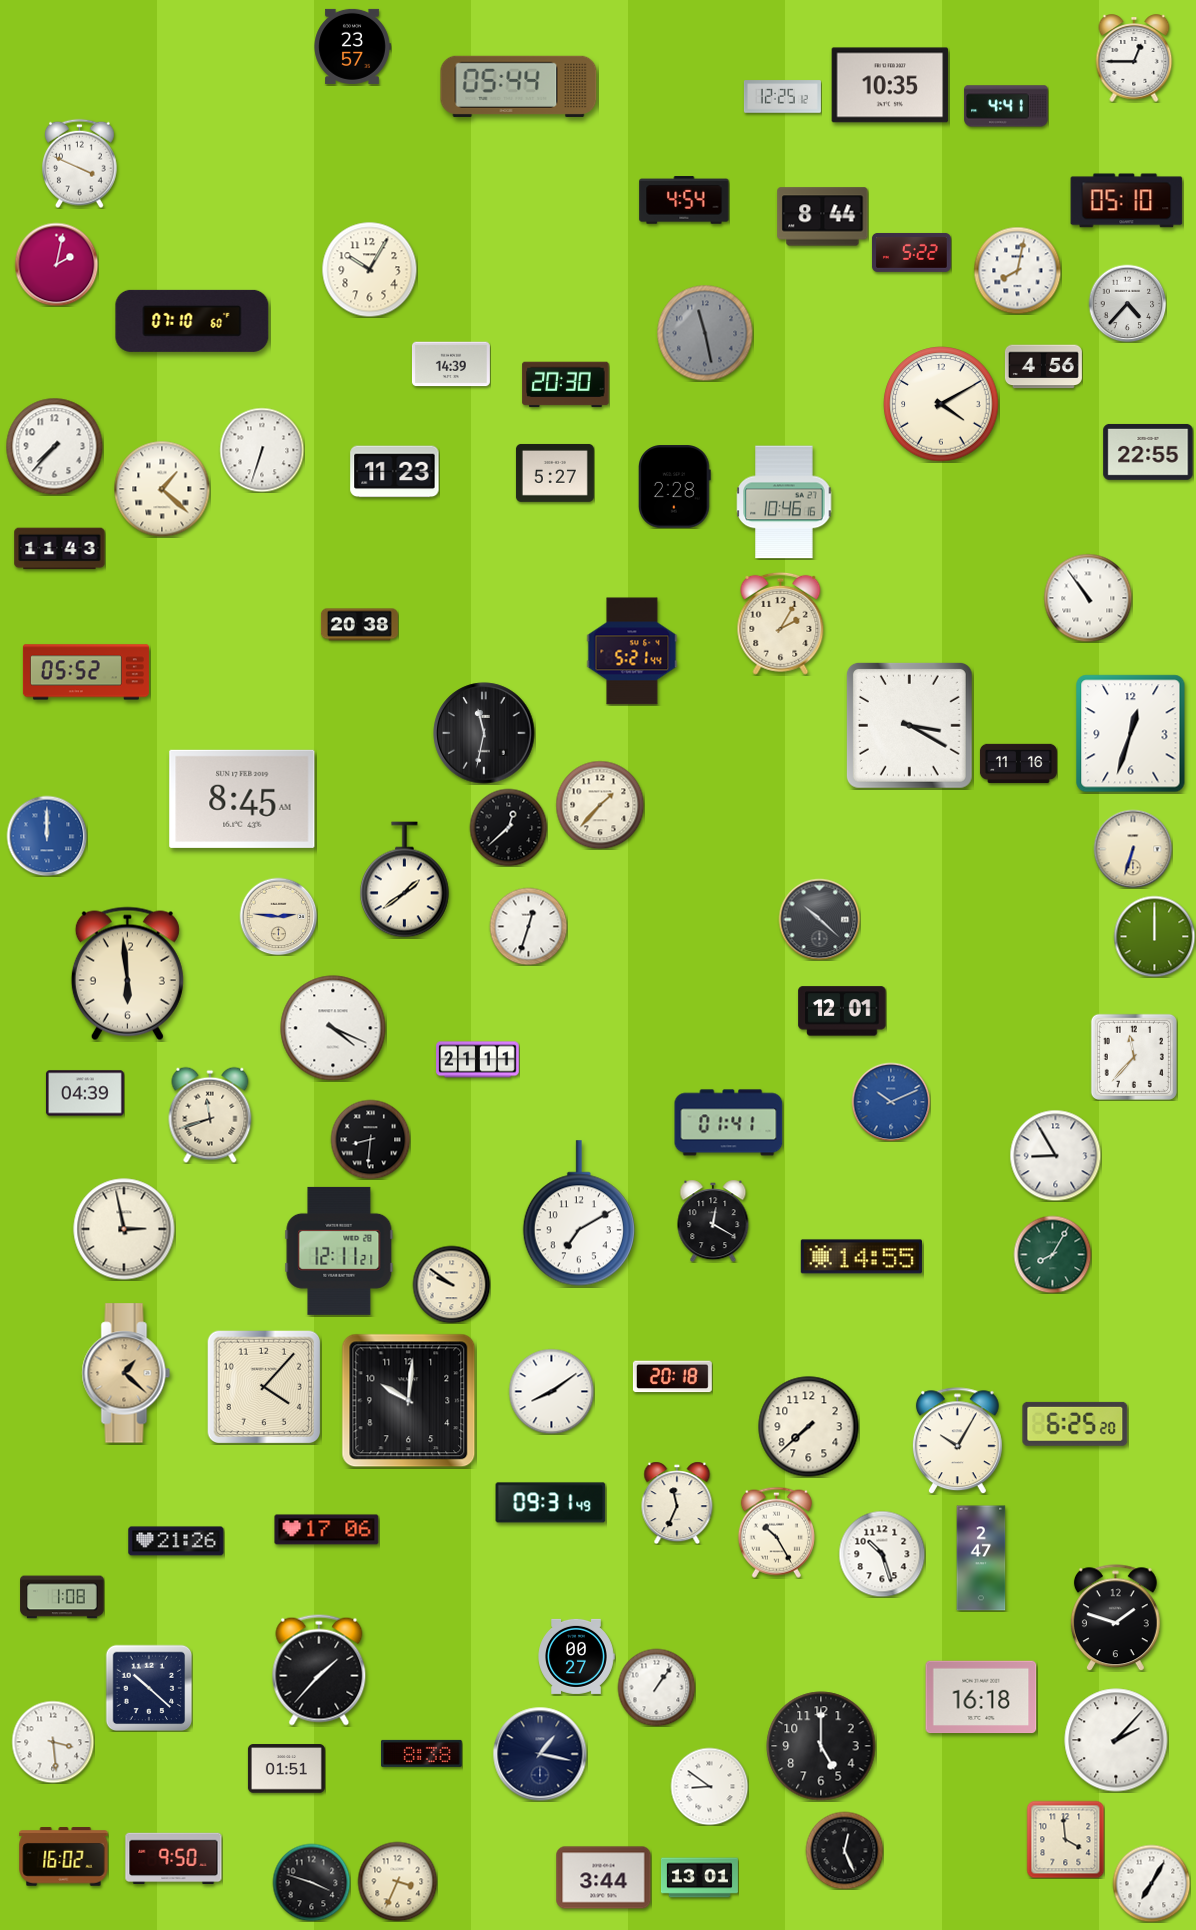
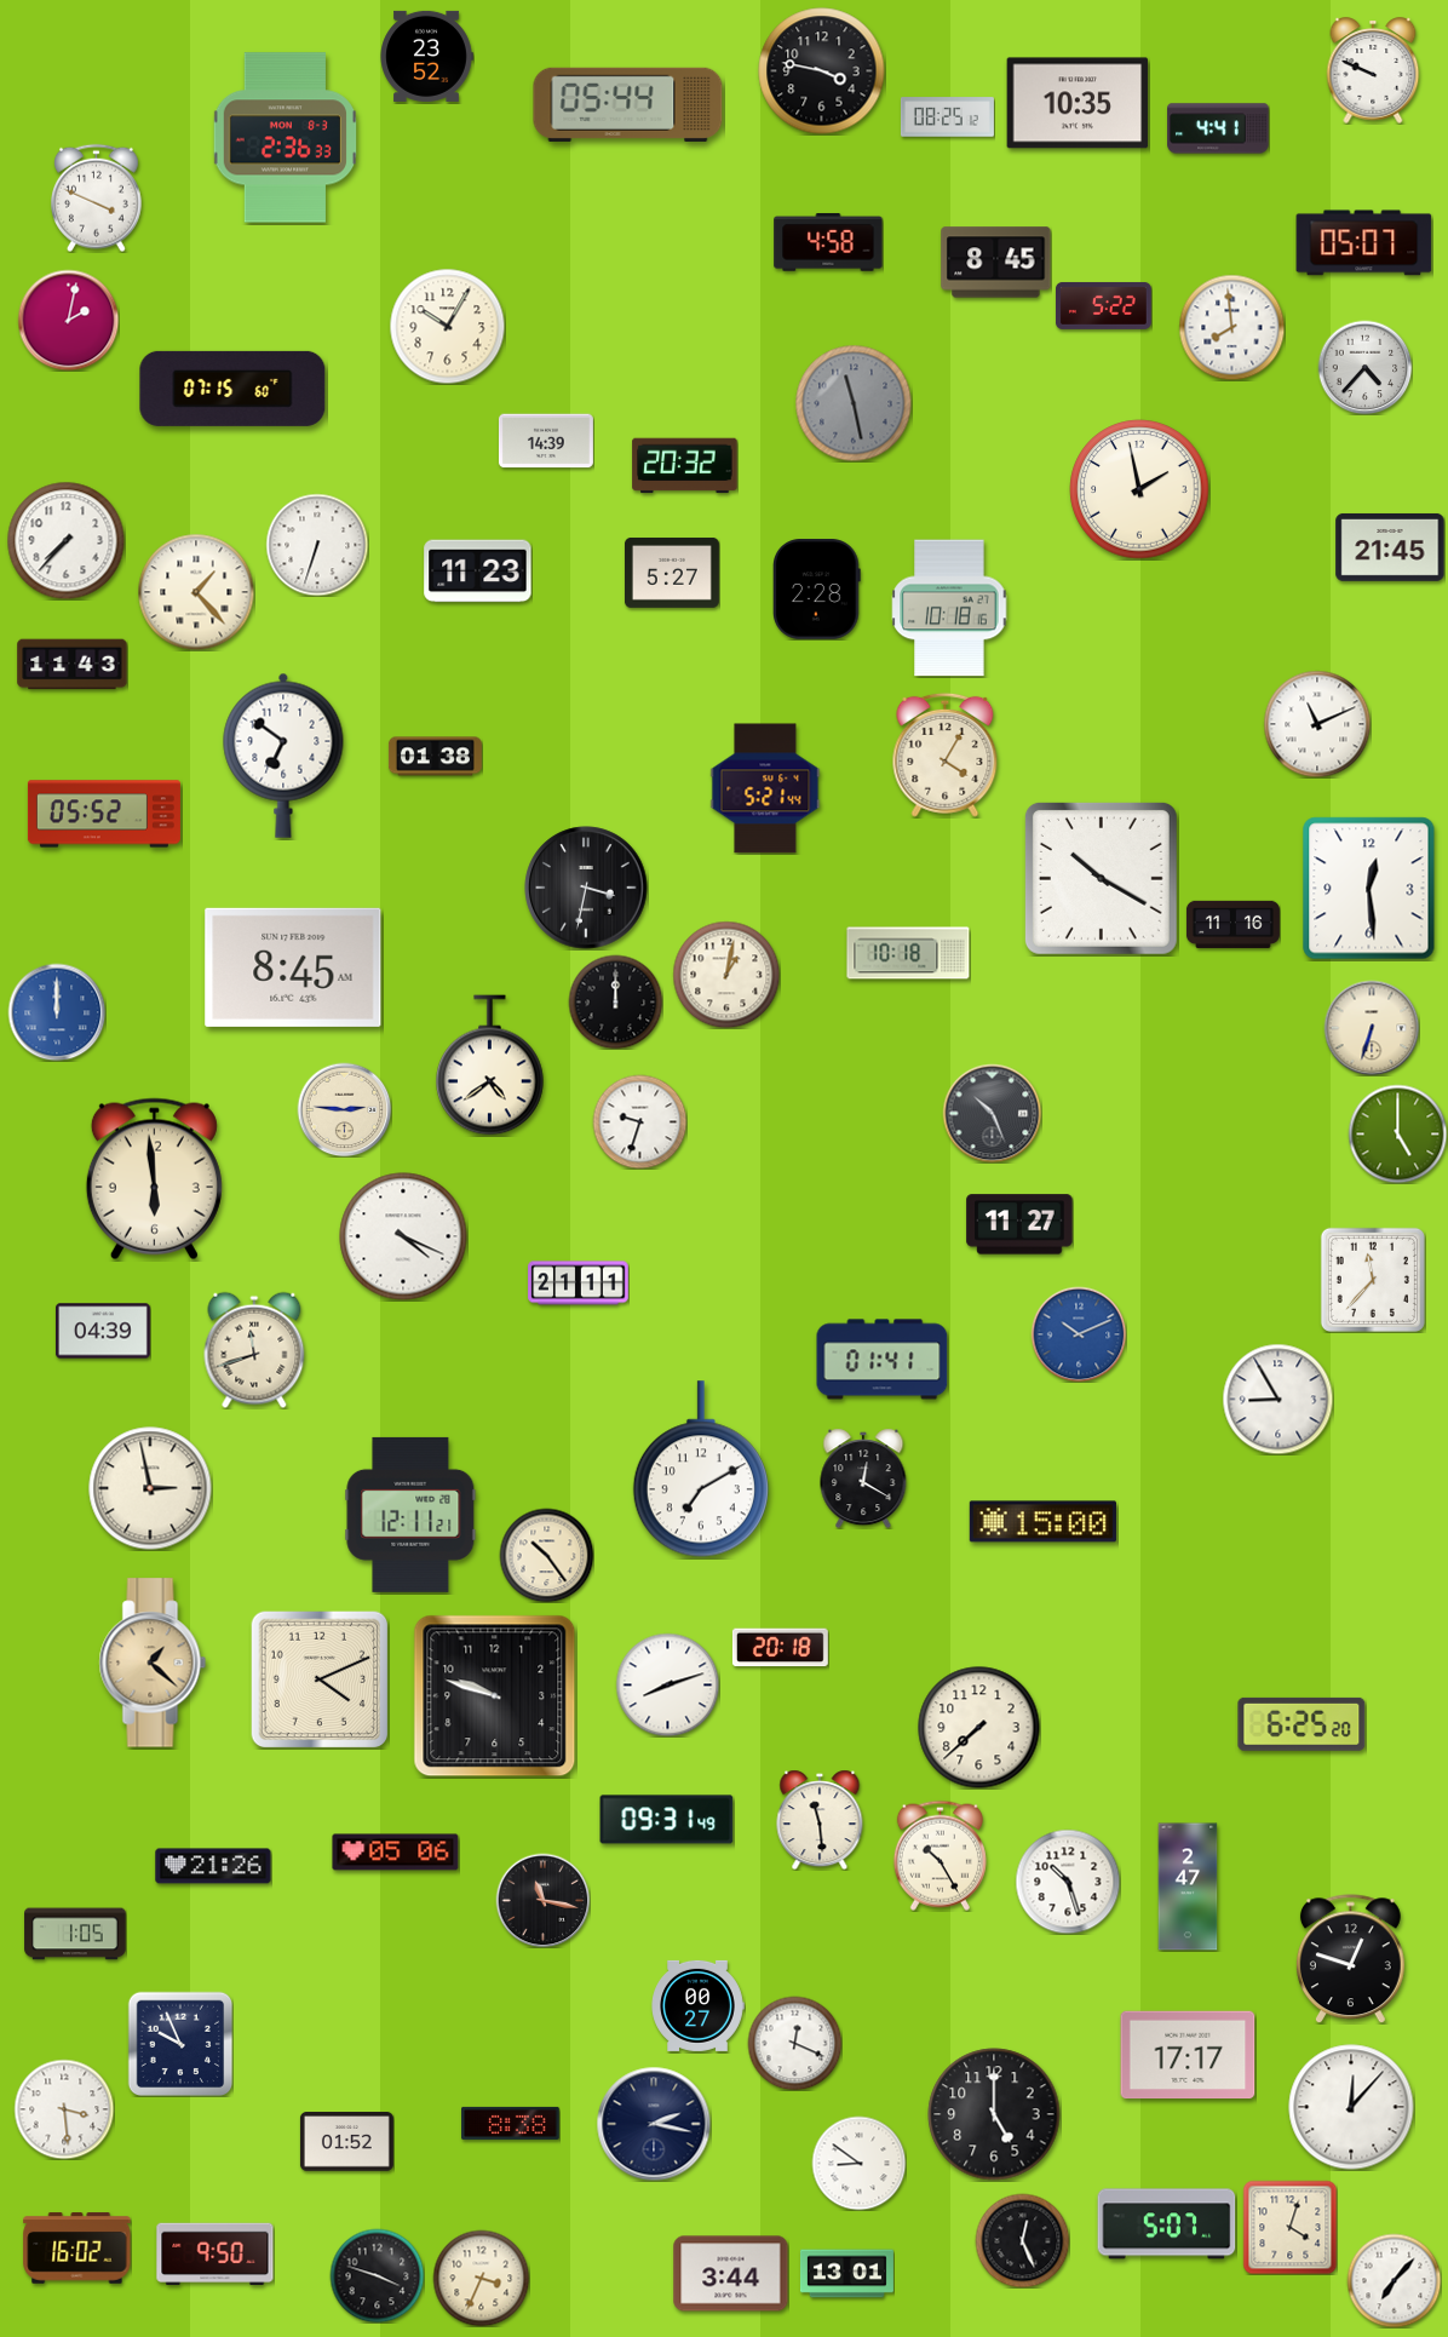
clock at (352, 46): 23:57 -> 23:52
clock at (1134, 58): 12:45 -> 9:49
clock at (822, 71): none -> 3:47
clock at (782, 97): 12:25 -> 08:25
clock at (285, 138): none -> 2:36
clock at (684, 200): 4:54 -> 4:58
clock at (1127, 201): 05:10 -> 05:07
clock at (823, 217): 8:44 -> 8:45
clock at (1017, 270): 8:02 -> 7:59
clock at (192, 321): 07:10 -> 07:15
clock at (1043, 367): 4:56 -> none
clock at (566, 385): 20:30 -> 20:32
clock at (941, 404): 4:10 -> 1:58
clock at (1148, 452): 22:55 -> 21:45
clock at (162, 489): 1:22 -> 1:23
clock at (784, 502): 10:46 -> 10:18
clock at (1088, 598): 10:54 -> 11:11
clock at (781, 623): 2:05 -> 4:05
clock at (283, 756): none -> 6:51
clock at (359, 625): 20:38 -> 01:38
clock at (909, 725): 3:20 -> 10:20
clock at (484, 733): 11:32 -> 3:32
clock at (1131, 734): 12:33 -> 12:29
clock at (908, 953): none -> 10:18
clock at (600, 805): 1:37 -> 1:02
clock at (508, 827): 12:38 -> 12:00
clock at (405, 880): 1:39 -> 4:39
clock at (278, 916) position: (278, 916) -> (344, 1109)
clock at (819, 919): 10:22 -> 10:26
clock at (528, 926): 12:33 -> 9:33
clock at (1154, 936): 12:00 -> 5:00
clock at (842, 1011): 12:01 -> 11:27
clock at (333, 1028) position: (333, 1028) -> (403, 1236)
clock at (85, 1093) position: (85, 1093) -> (103, 1331)
clock at (370, 1139): 8:31 -> none
clock at (1052, 1254): 8:05 -> none
clock at (861, 1257): 14:55 -> 15:00
clock at (451, 1284): 9:51 -> 10:24
clock at (672, 1377) position: (672, 1377) -> (780, 1648)
clock at (263, 1386): 4:07 -> 4:11
clock at (551, 1391): 8:09 -> 8:12
clock at (409, 1401): 10:01 -> 9:48
clock at (957, 1441): 10:05 -> none
clock at (677, 1503): 11:34 -> 11:29
clock at (327, 1530): 17:06 -> 05:06
clock at (542, 1900): none -> 11:17
clock at (62, 1597): 1:08 -> 1:05
clock at (1115, 1618): 1:48 -> 12:48
clock at (319, 1670): 1:37 -> none
clock at (656, 1687): 1:06 -> 12:19
clock at (149, 1688): 10:22 -> 9:56
clock at (981, 1697): 16:18 -> 17:17
clock at (1116, 1740): 2:07 -> 12:07
clock at (540, 1754): 1:17 -> 2:17
clock at (286, 1769): 01:51 -> 01:52
clock at (1167, 2224): none -> 5:07
clock at (1065, 1839): 3:59 -> 4:03
clock at (174, 1859) position: (174, 1859) -> (216, 2255)
clock at (311, 1882) position: (311, 1882) -> (377, 2275)
clock at (1151, 1883): 7:05 -> 7:07
